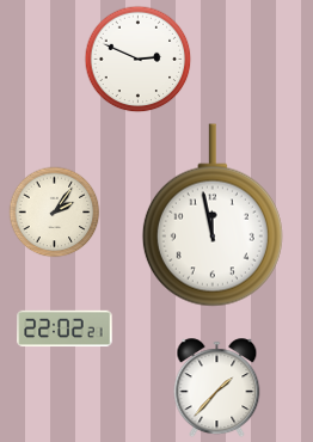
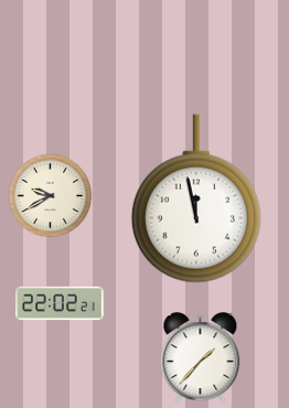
clock at (139, 60): 2:49 -> none
clock at (55, 213): 2:06 -> 9:40
